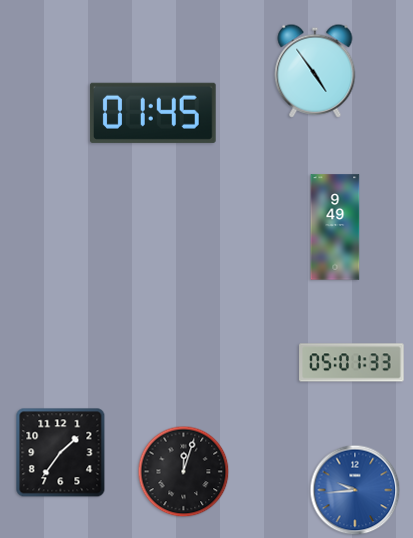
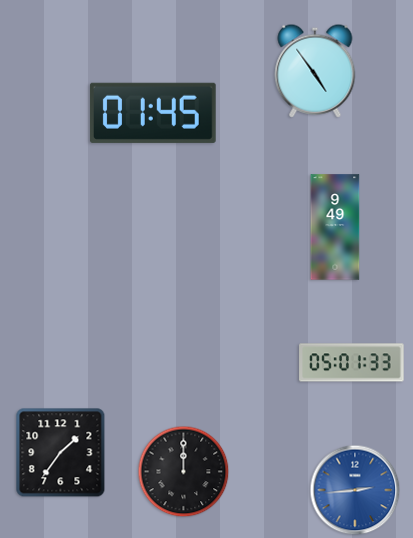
clock at (184, 472): 12:03 -> 12:00
clock at (355, 490): 9:44 -> 2:44
